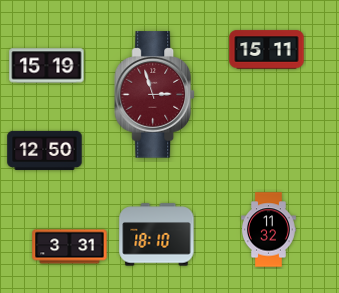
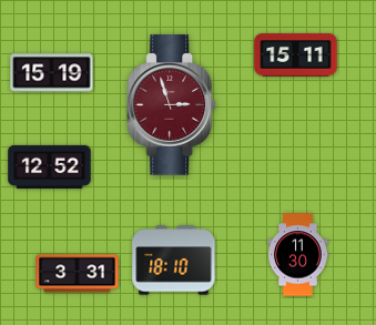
clock at (45, 150): 12:50 -> 12:52
clock at (269, 230): 11:32 -> 11:30
